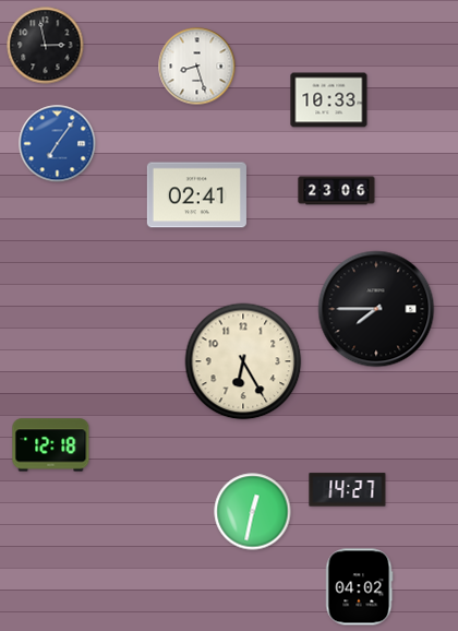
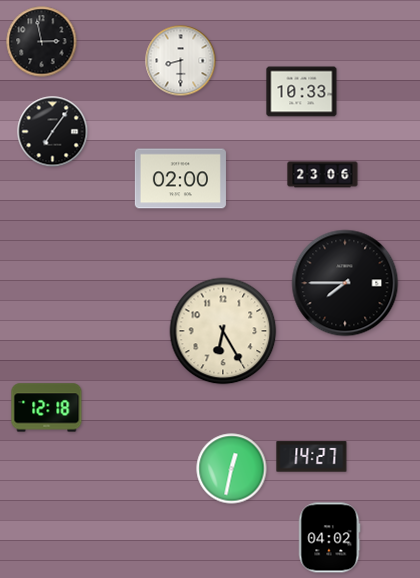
clock at (197, 67): 8:27 -> 8:30
clock at (58, 144) dial: blue -> black
clock at (337, 191) position: (337, 191) -> (323, 175)
clock at (196, 195): 02:41 -> 02:00
clock at (348, 490) position: (348, 490) -> (312, 457)
